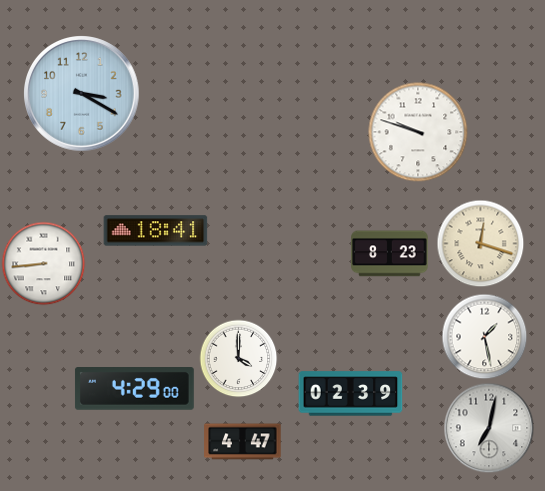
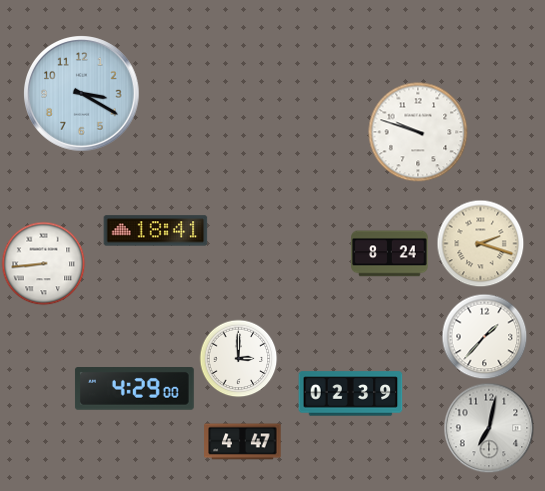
clock at (480, 243): 12:18 -> 2:18
clock at (390, 254): 8:23 -> 8:24
clock at (484, 336): 1:28 -> 1:37
clock at (238, 358): 4:00 -> 3:00
